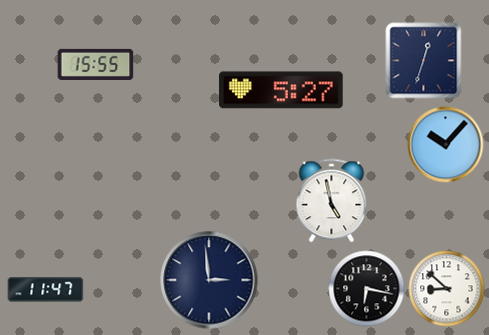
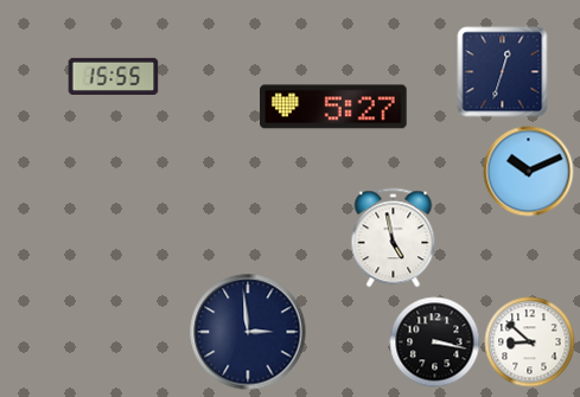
clock at (446, 145): 10:07 -> 10:11
clock at (367, 289): 6:17 -> 3:17
clock at (46, 290): 11:47 -> none
